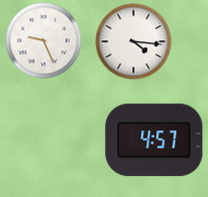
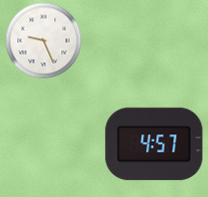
clock at (134, 42): 4:16 -> none
clock at (154, 140) position: (154, 140) -> (154, 144)
